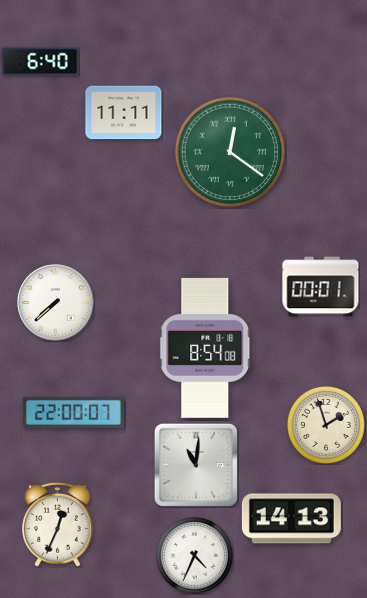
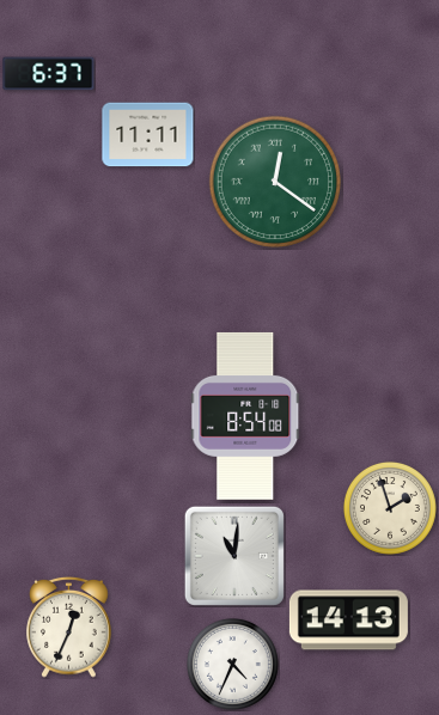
clock at (41, 62): 6:40 -> 6:37
clock at (321, 287): 00:01 -> none
clock at (56, 303): 7:38 -> none
clock at (73, 412): 22:00 -> none
